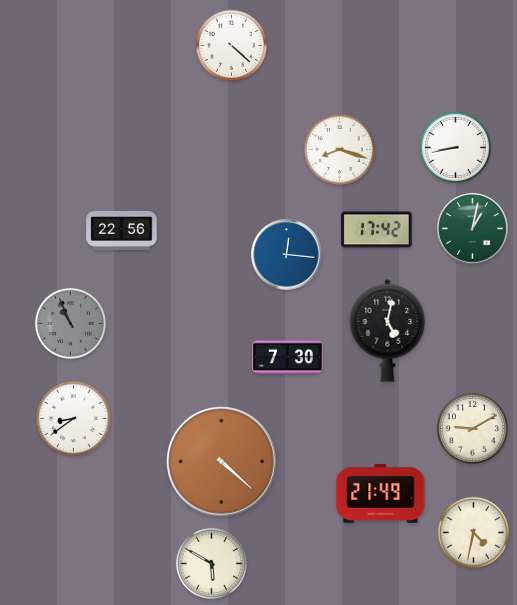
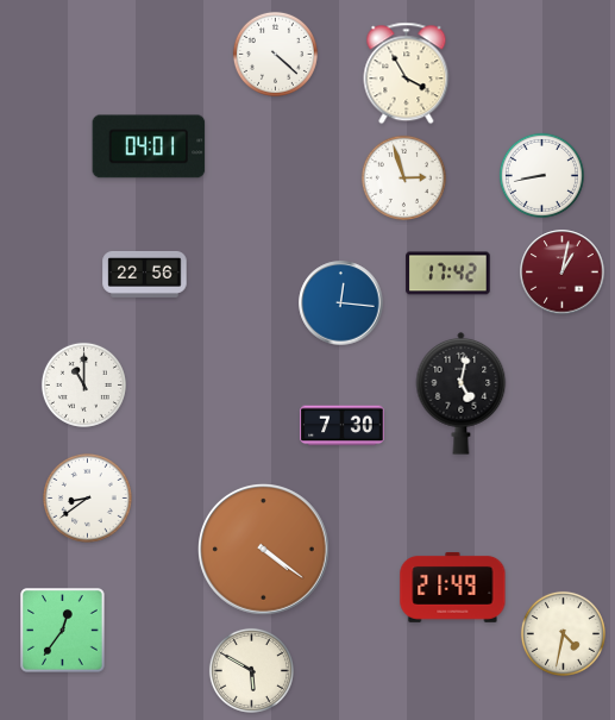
clock at (407, 74): none -> 3:55
clock at (149, 146): none -> 04:01
clock at (339, 149): 8:18 -> 2:57
clock at (473, 229) dial: green -> burgundy
clock at (70, 323): 10:56 -> 11:00
clock at (70, 323) dial: grey -> white
clock at (472, 428): 9:10 -> none
clock at (222, 462): 4:22 -> 4:21
clock at (63, 631): none -> 12:36
